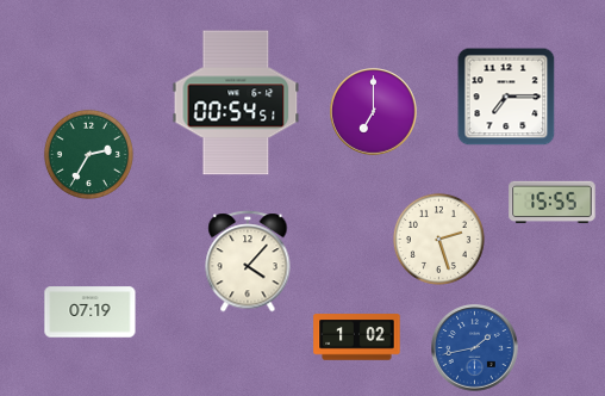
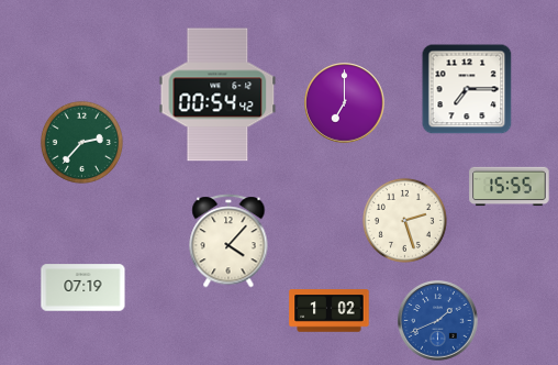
clock at (236, 103): 00:54:51 -> 00:54:42
clock at (88, 154): 2:35 -> 2:37
clock at (475, 348): 1:43 -> 1:41
